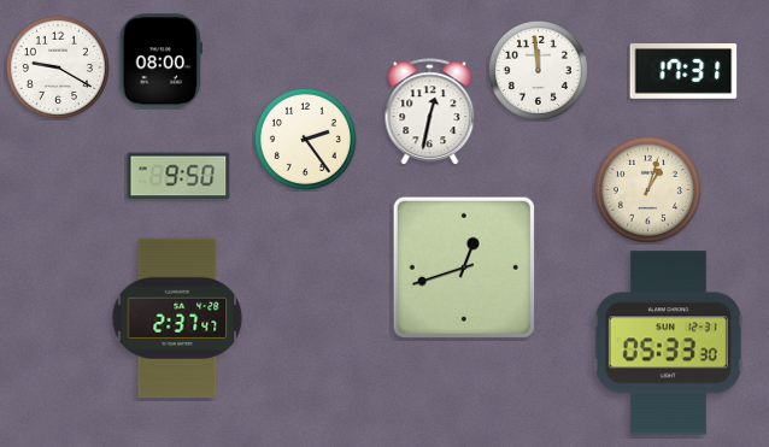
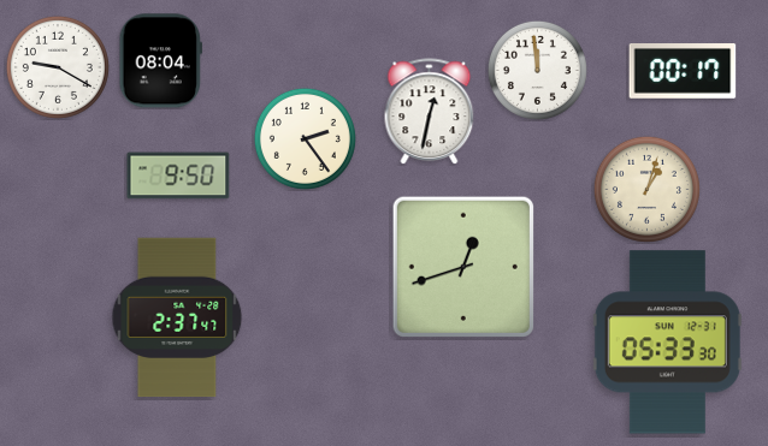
clock at (160, 61): 08:00 -> 08:04
clock at (683, 72): 17:31 -> 00:17
